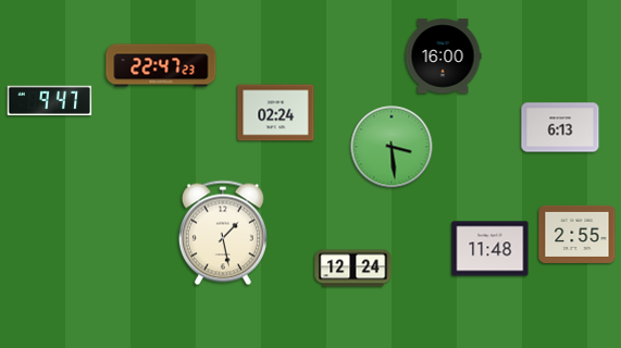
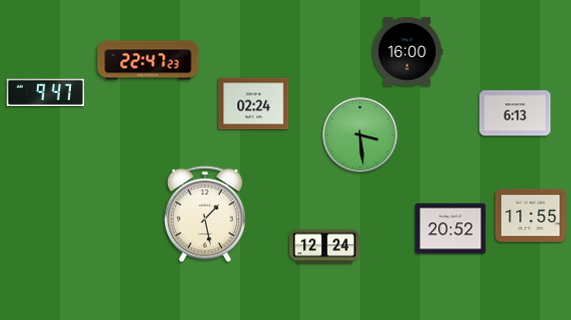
clock at (560, 127) position: (560, 127) -> (515, 113)
clock at (577, 234): 2:55 -> 11:55
clock at (490, 249): 11:48 -> 20:52
